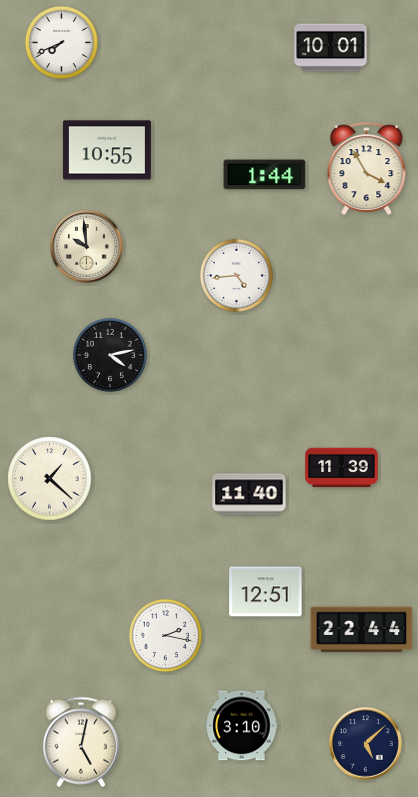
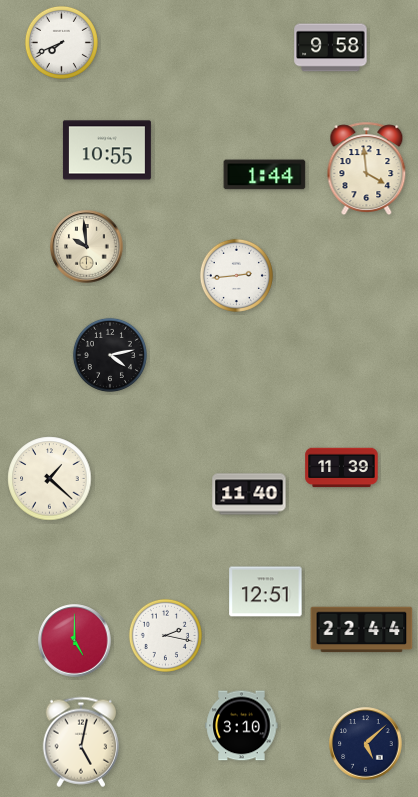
clock at (331, 48): 10:01 -> 9:58
clock at (367, 168): 3:55 -> 3:59
clock at (236, 275): 4:44 -> 2:44
clock at (75, 641): none -> 5:00
